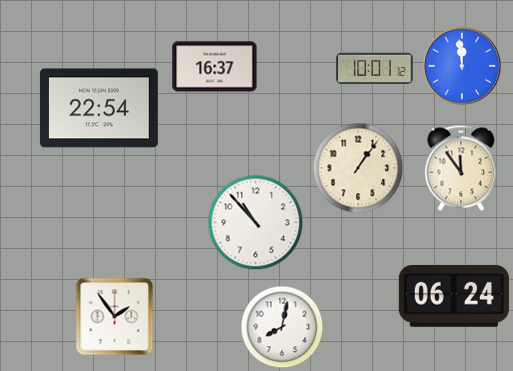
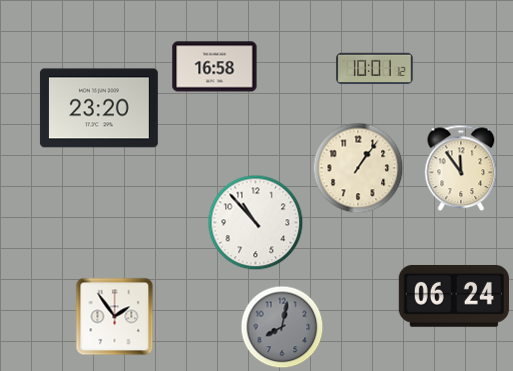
clock at (461, 65): 11:59 -> none
clock at (215, 67): 16:37 -> 16:58
clock at (99, 108): 22:54 -> 23:20
clock at (282, 327) dial: white -> grey
